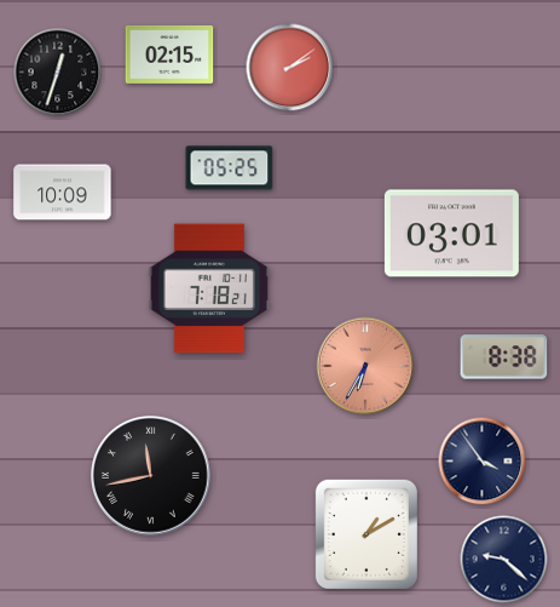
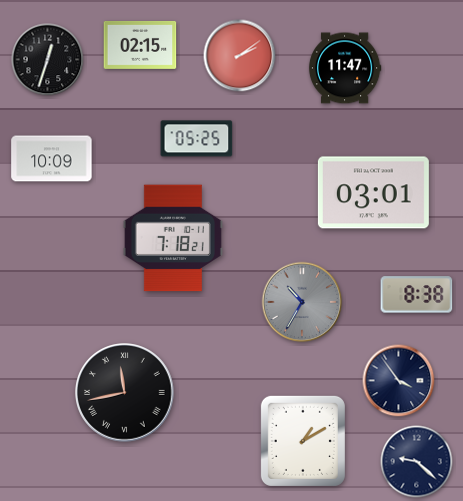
clock at (345, 68): none -> 11:47
clock at (230, 168) position: (230, 168) -> (197, 139)
clock at (365, 366): 6:35 -> 10:35
clock at (365, 366) dial: salmon -> grey
